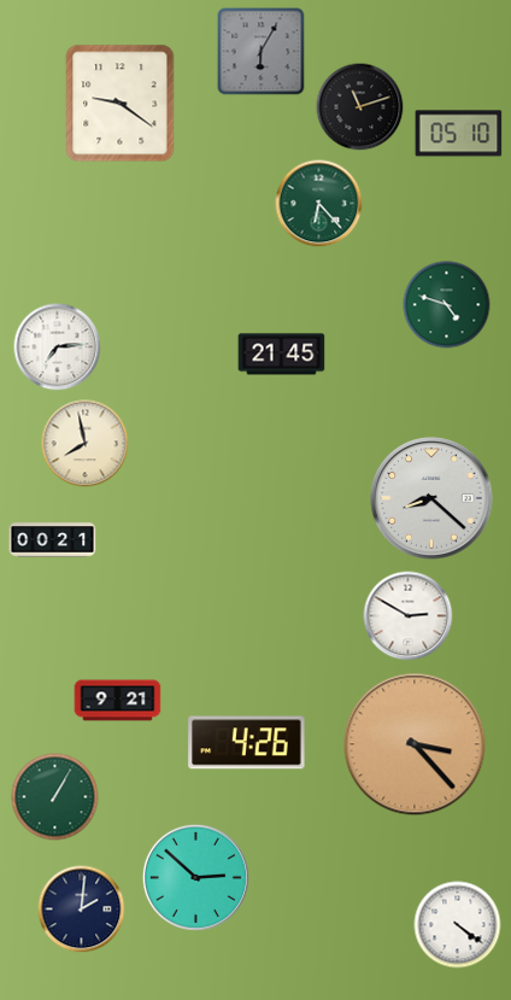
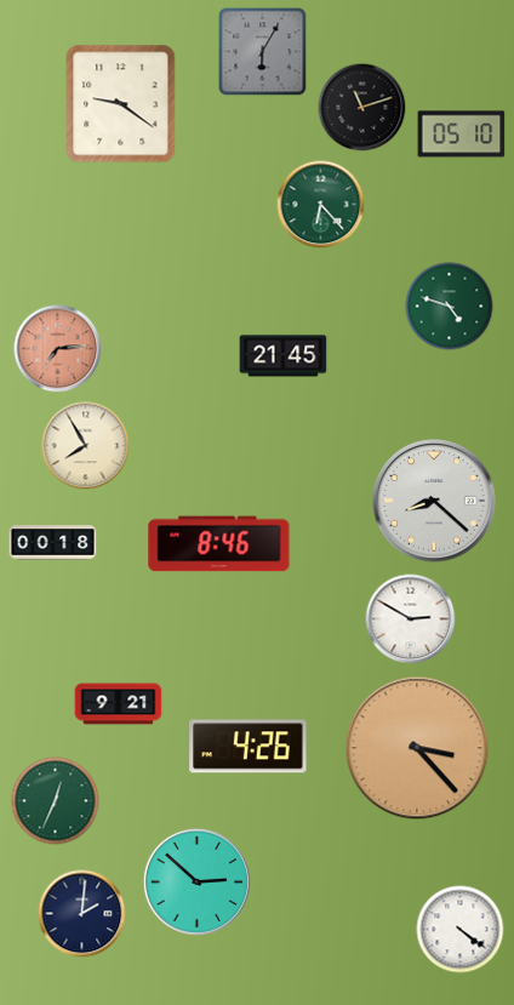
clock at (58, 347) dial: white -> salmon
clock at (86, 444): 7:58 -> 7:55
clock at (53, 540): 00:21 -> 00:18
clock at (219, 544): none -> 8:46
clock at (55, 797): 1:05 -> 12:34
